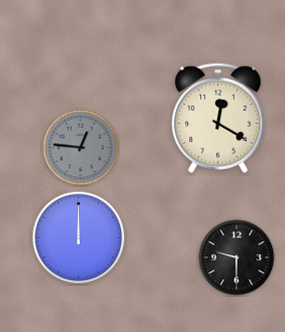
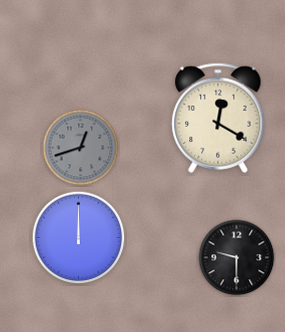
clock at (81, 148): 12:46 -> 12:42
